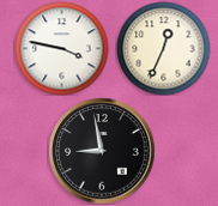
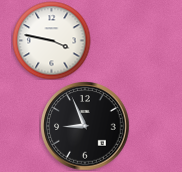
clock at (163, 48): 12:34 -> none
clock at (102, 151): 8:58 -> 8:56
